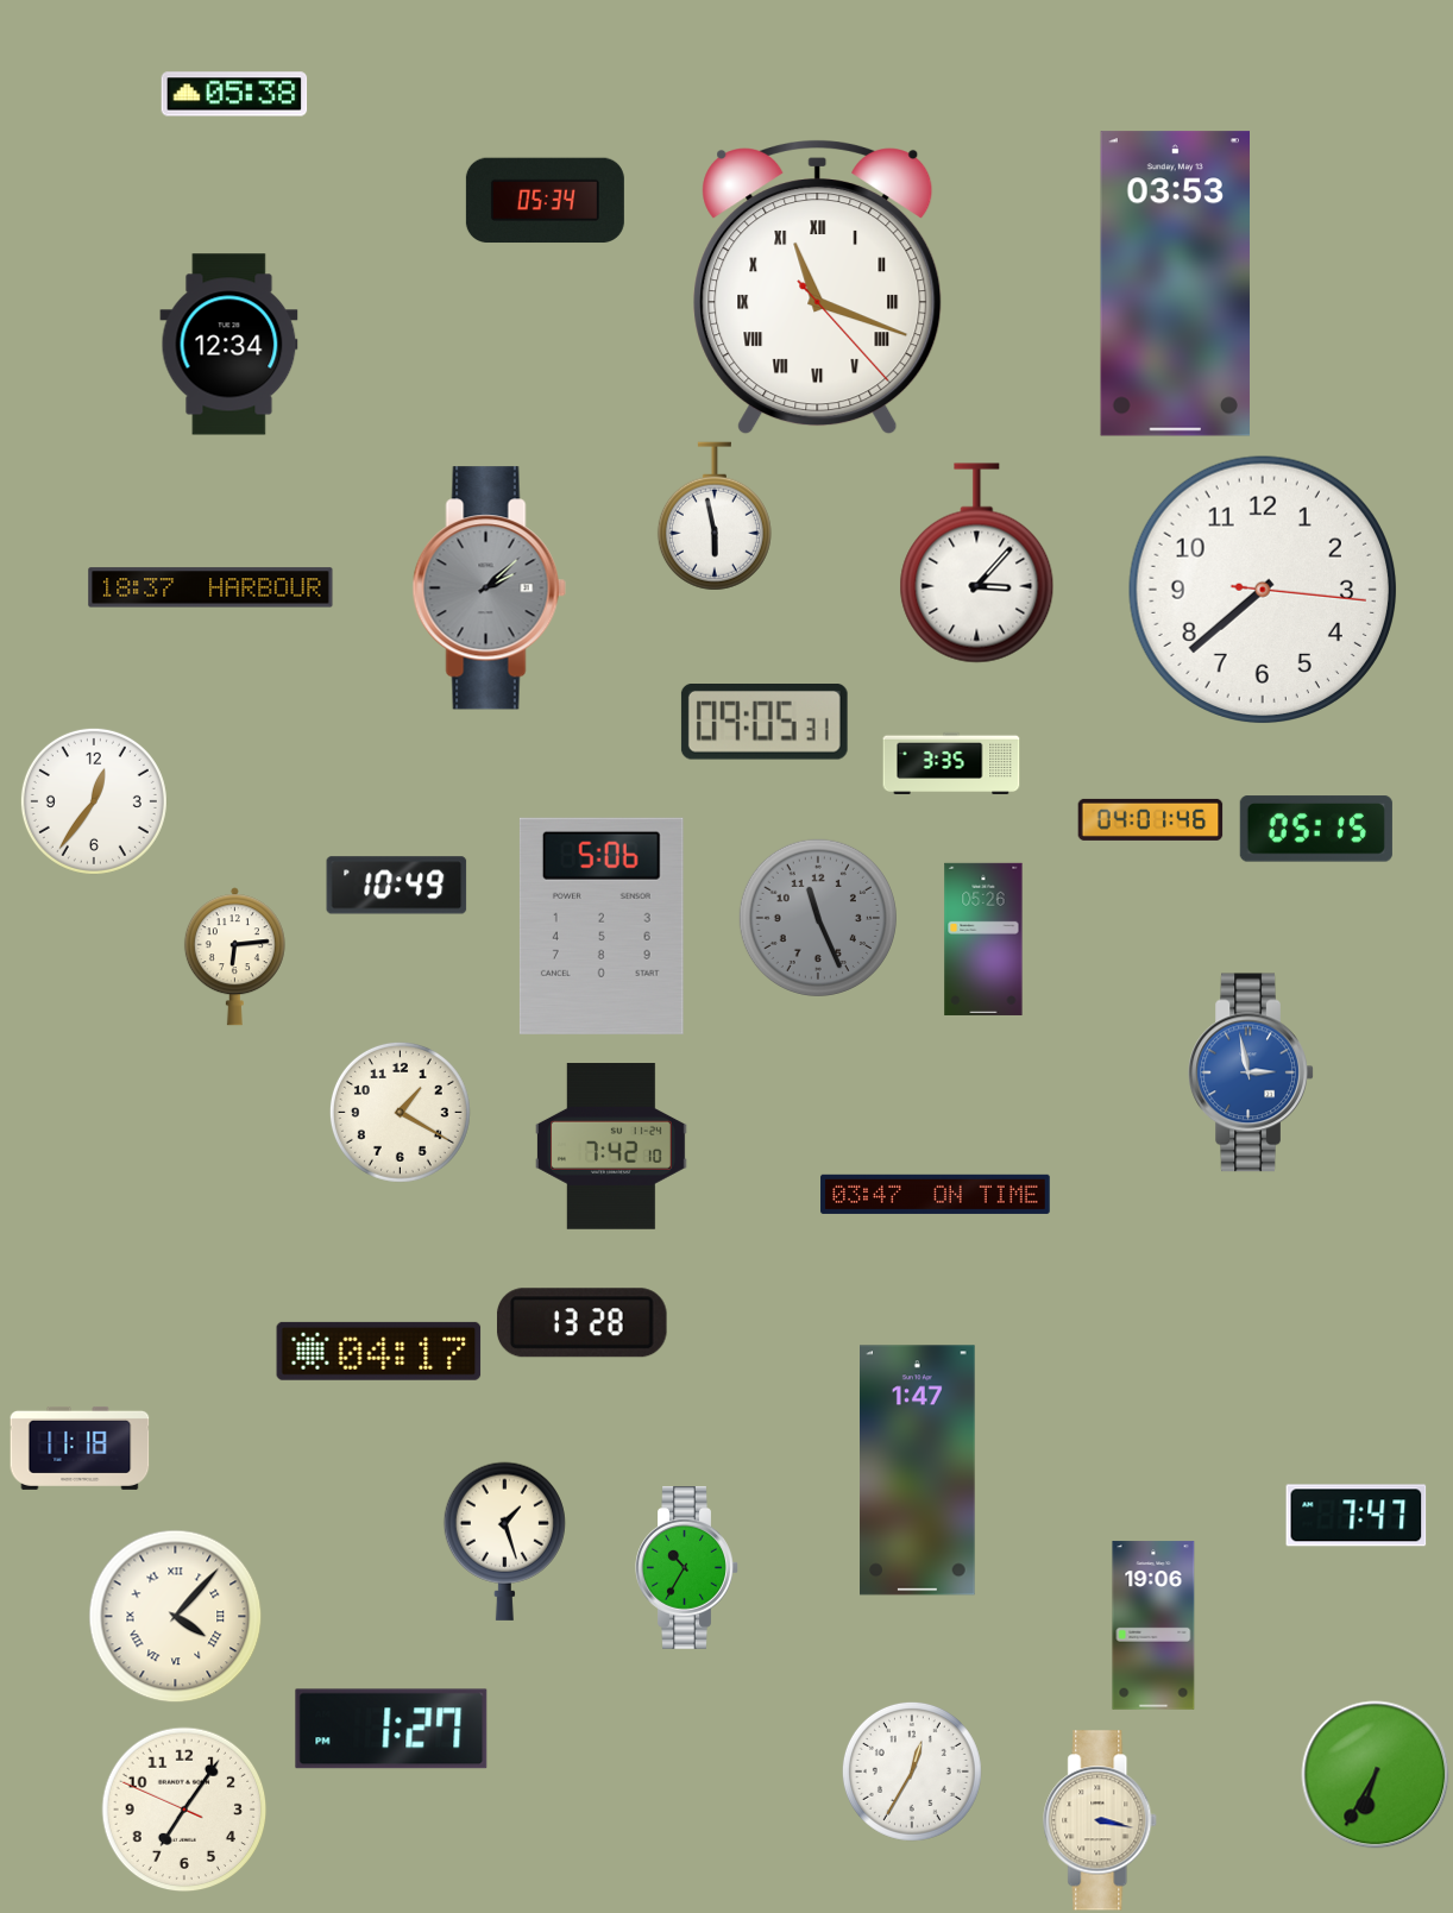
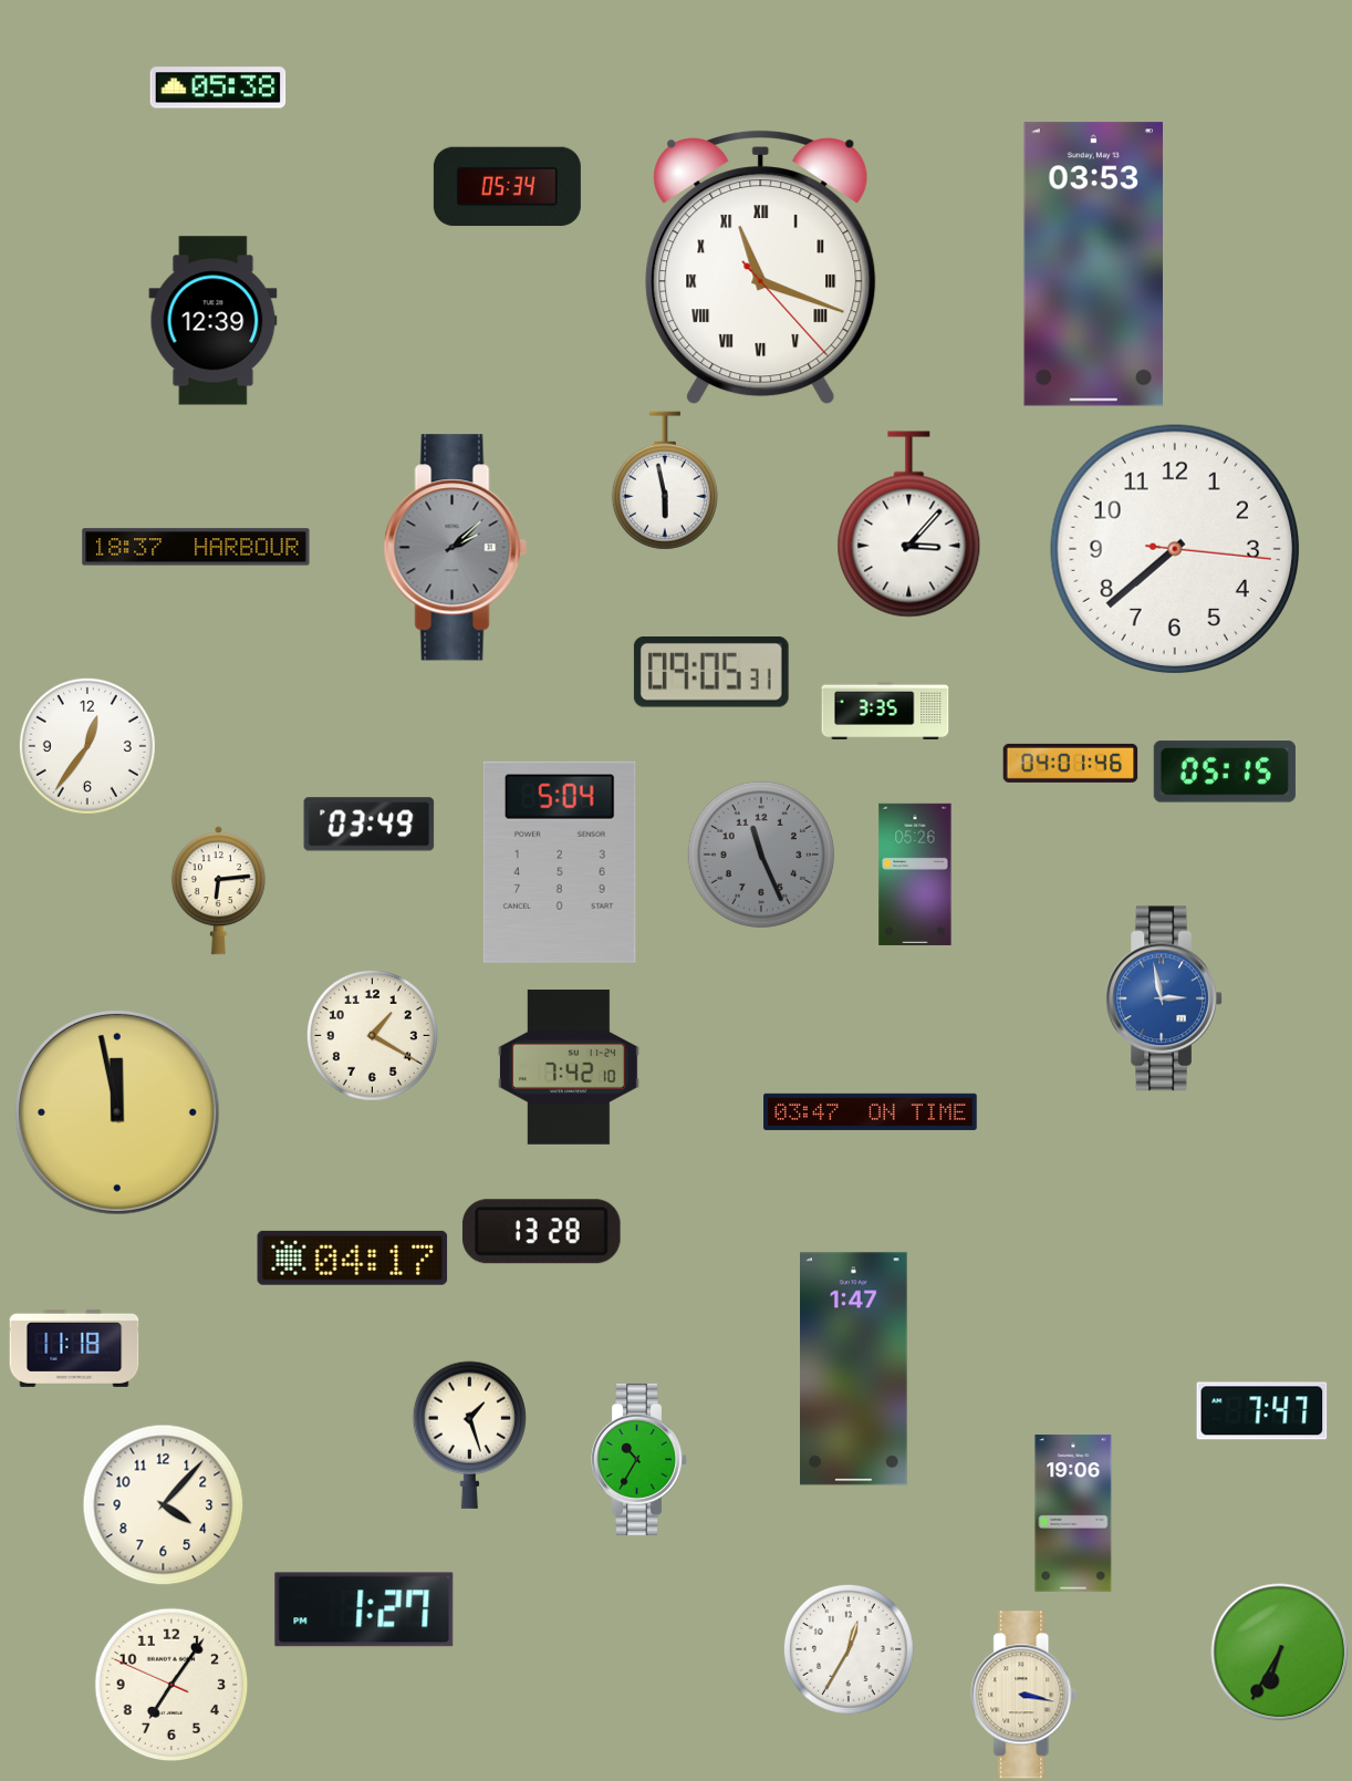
clock at (229, 345): 12:34 -> 12:39
clock at (397, 886): 10:49 -> 03:49
clock at (602, 926): 5:06 -> 5:04
clock at (117, 1112): none -> 11:58
clock at (176, 1617) numerals: Roman -> Arabic
